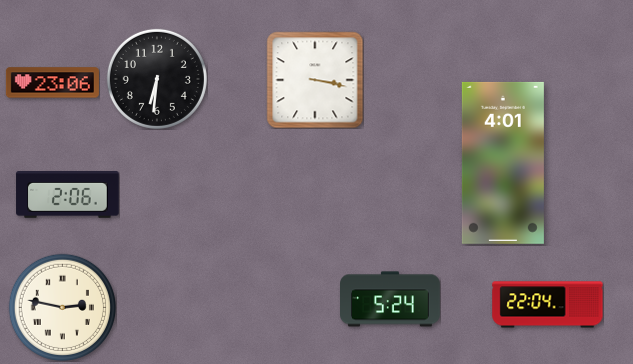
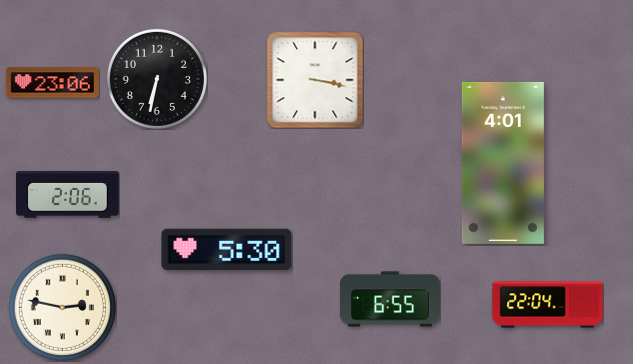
clock at (157, 79): 6:31 -> 6:32
clock at (227, 250): none -> 5:30
clock at (391, 299): 5:24 -> 6:55
